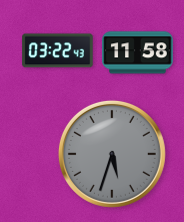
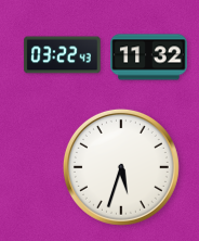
clock at (138, 53): 11:58 -> 11:32
clock at (112, 154) dial: grey -> white
